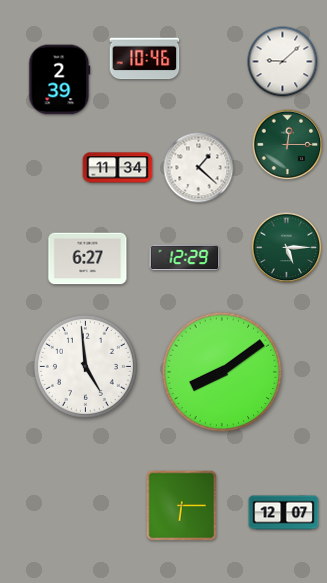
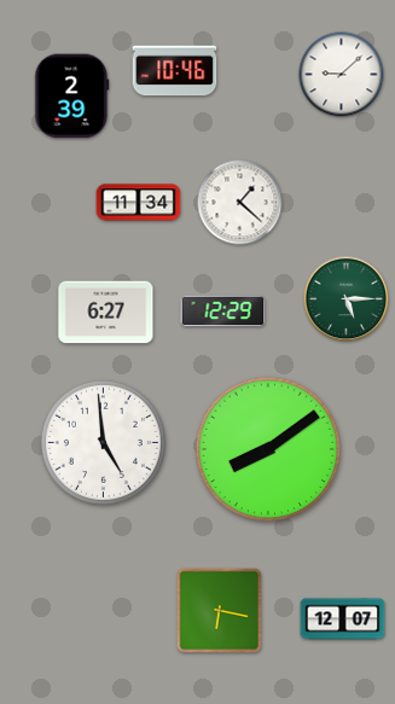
clock at (288, 145): 12:15 -> none
clock at (118, 168) position: (118, 168) -> (139, 203)
clock at (181, 505): 6:15 -> 6:17
